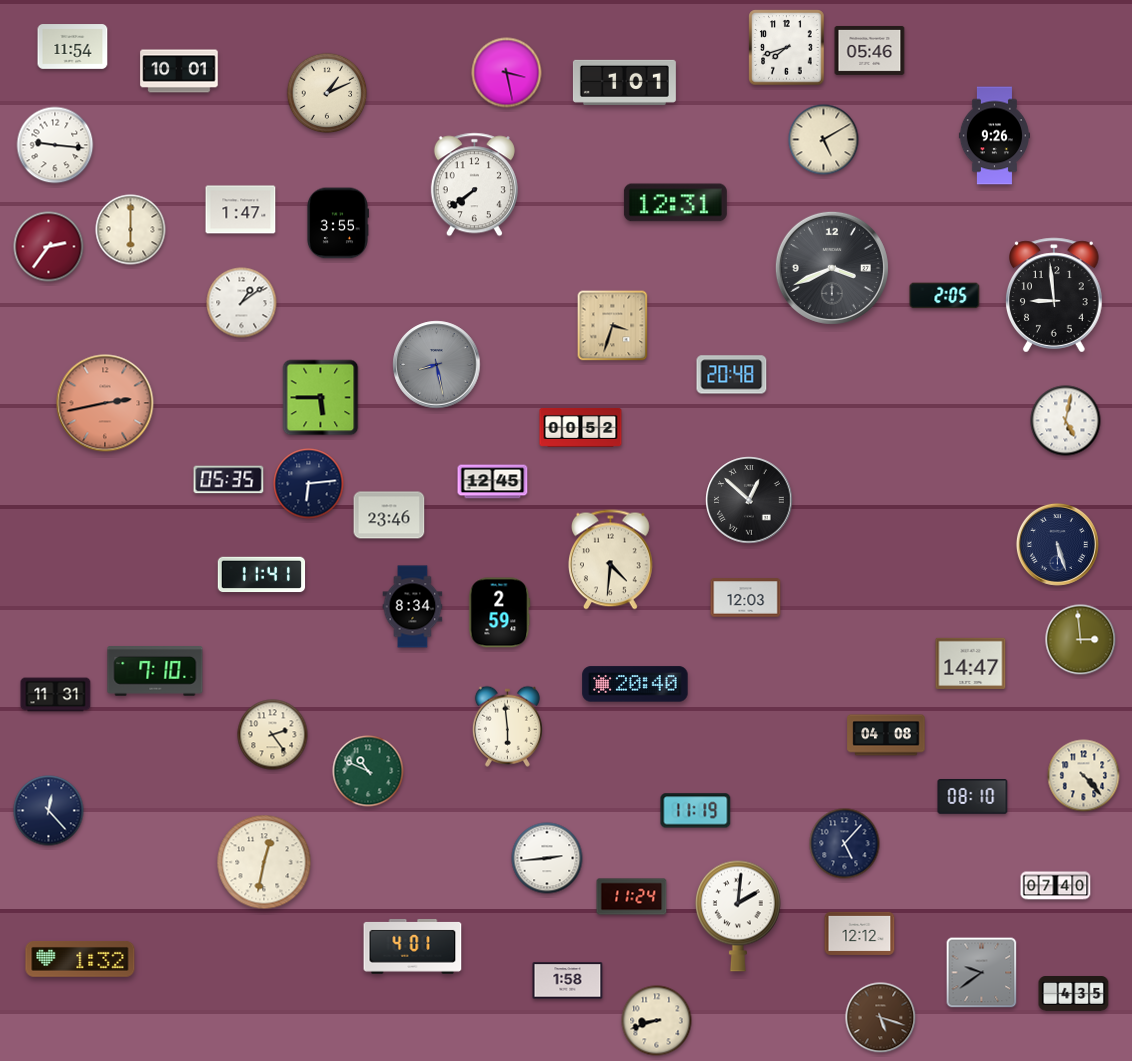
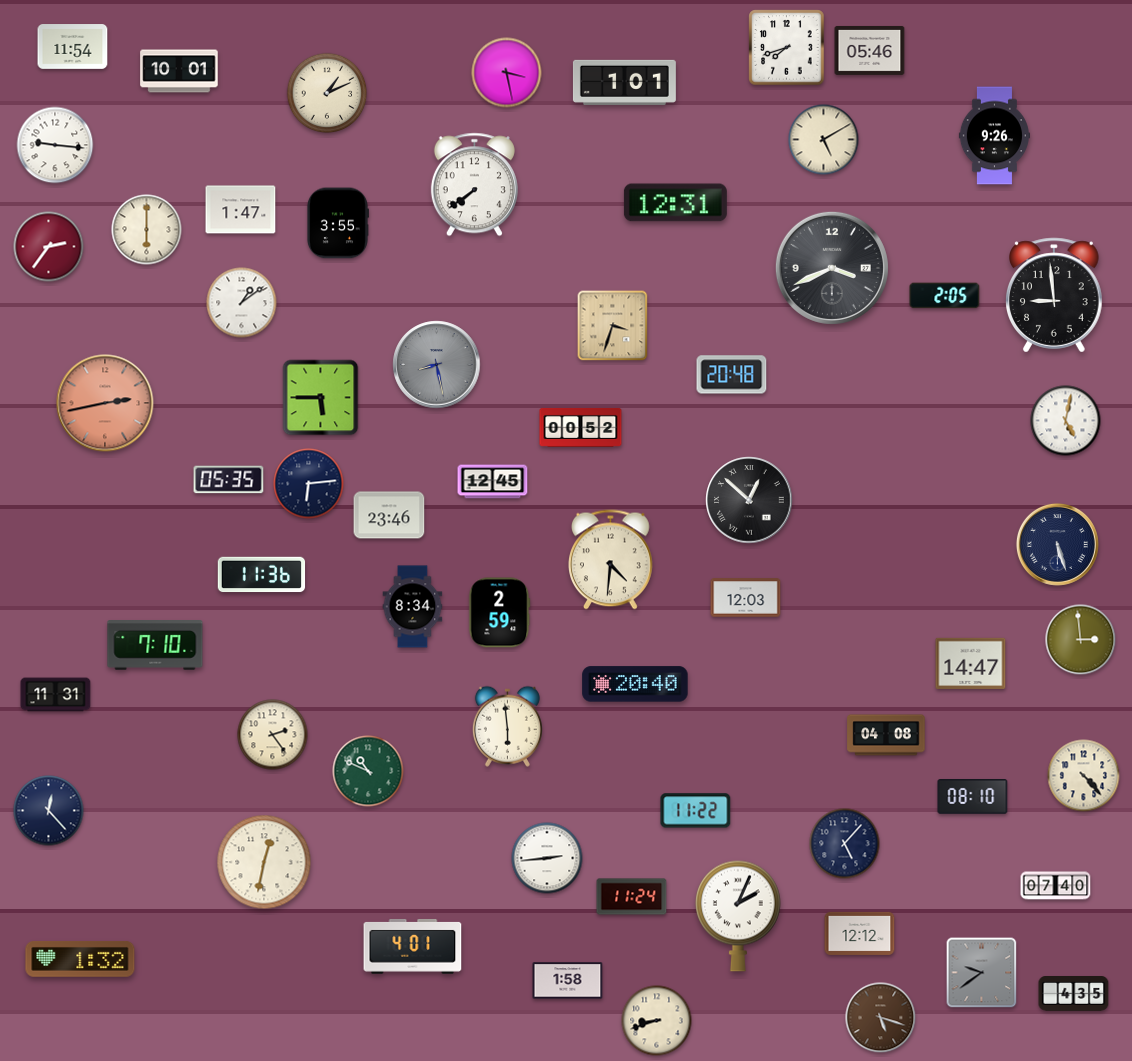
clock at (131, 230) position: (131, 230) -> (147, 230)
clock at (262, 575): 11:41 -> 11:36
clock at (155, 672) position: (155, 672) -> (155, 646)
clock at (696, 811): 11:19 -> 11:22
clock at (739, 916): 2:01 -> 2:04
